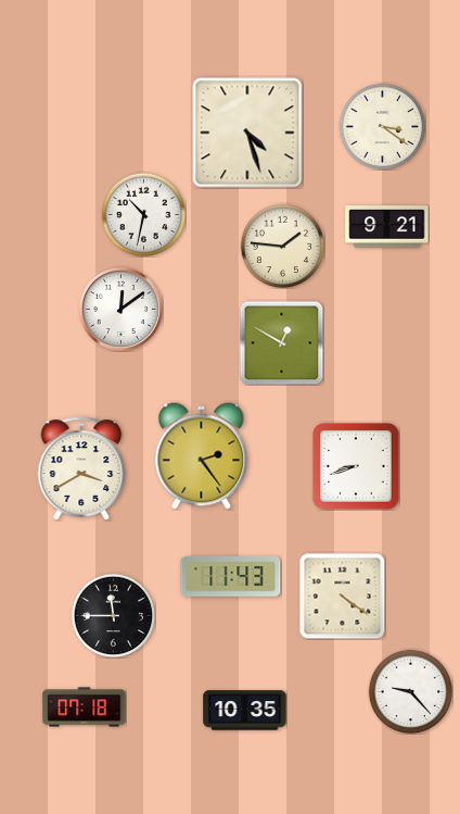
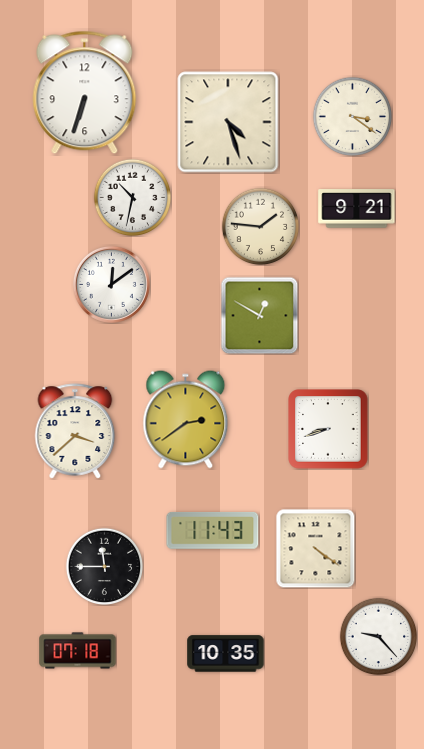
clock at (85, 93): none -> 6:33
clock at (202, 456): 2:24 -> 2:39
clock at (81, 468): 3:40 -> 3:38
